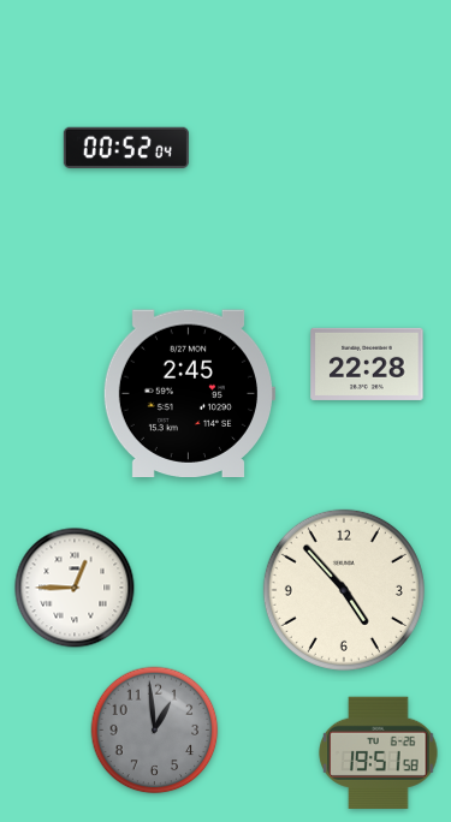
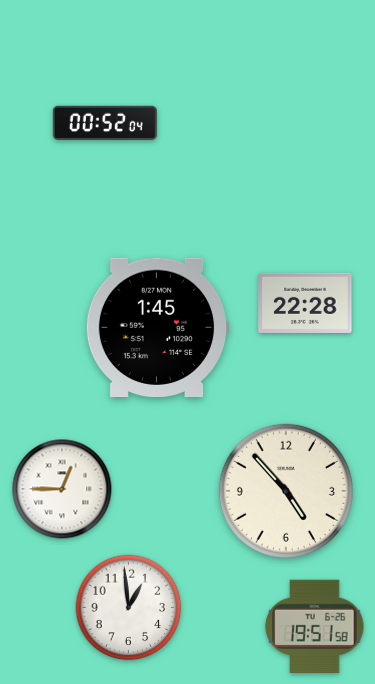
clock at (189, 394): 2:45 -> 1:45
clock at (155, 731) dial: grey -> white
